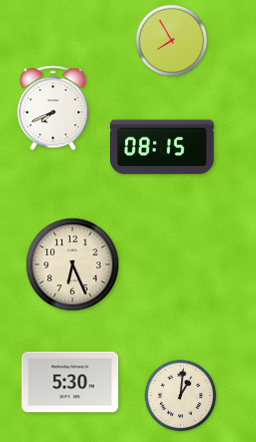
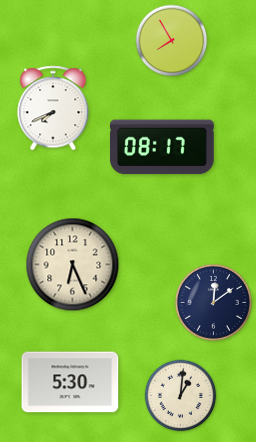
clock at (163, 147): 08:15 -> 08:17
clock at (213, 302): none -> 12:09
